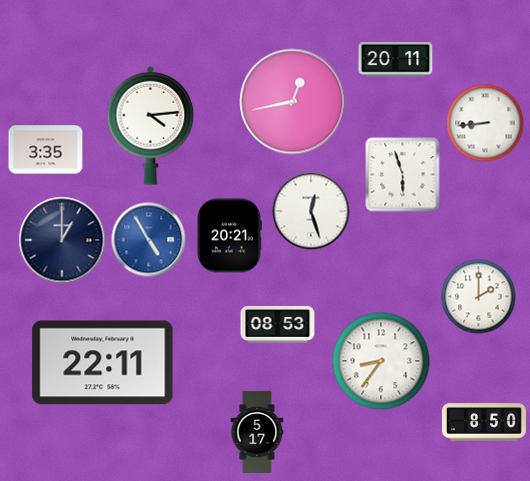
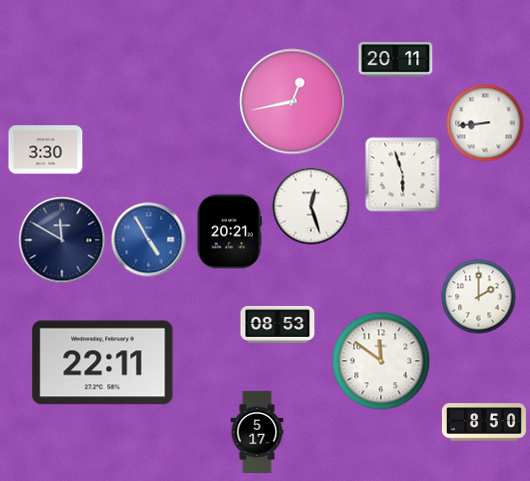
clock at (151, 125): 4:14 -> none
clock at (46, 150): 3:35 -> 3:30
clock at (311, 211) position: (311, 211) -> (311, 206)
clock at (229, 236) position: (229, 236) -> (229, 232)
clock at (62, 240): 1:00 -> 11:50
clock at (381, 361): 8:36 -> 11:51
